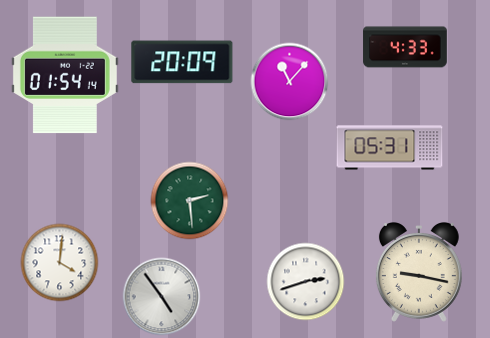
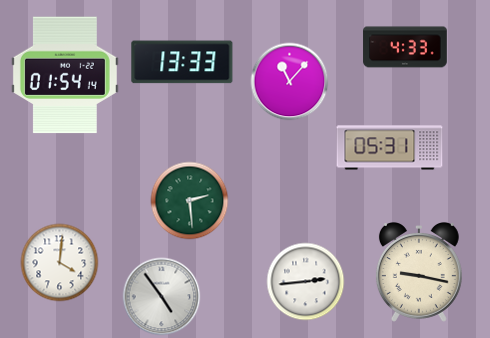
clock at (182, 62): 20:09 -> 13:33
clock at (305, 281): 2:42 -> 2:44
